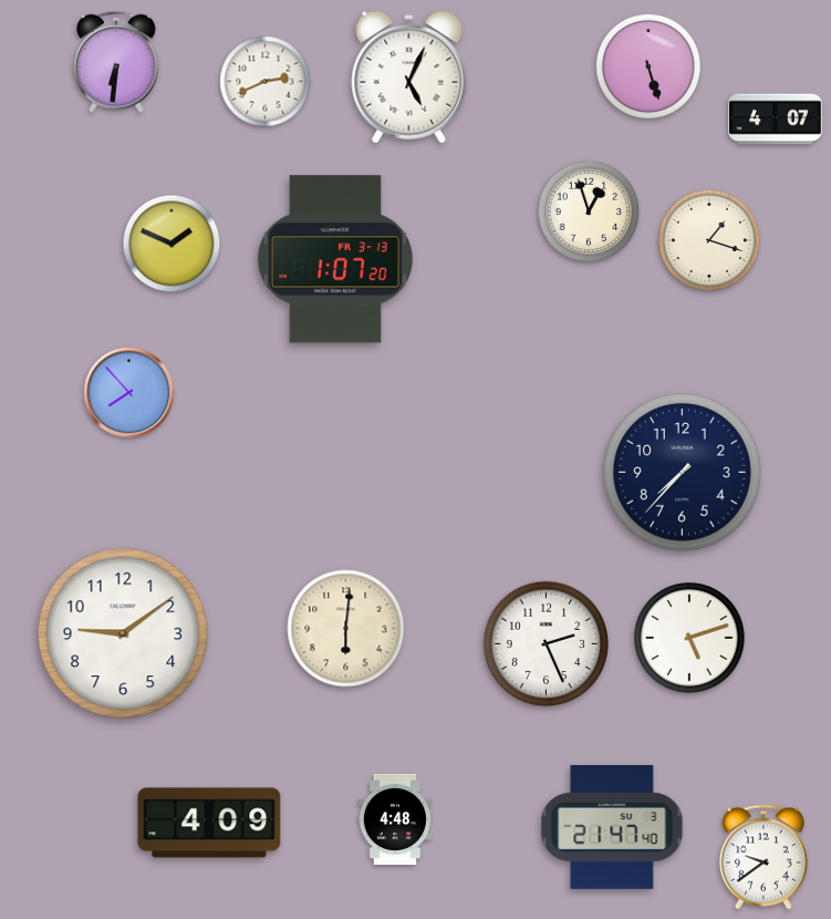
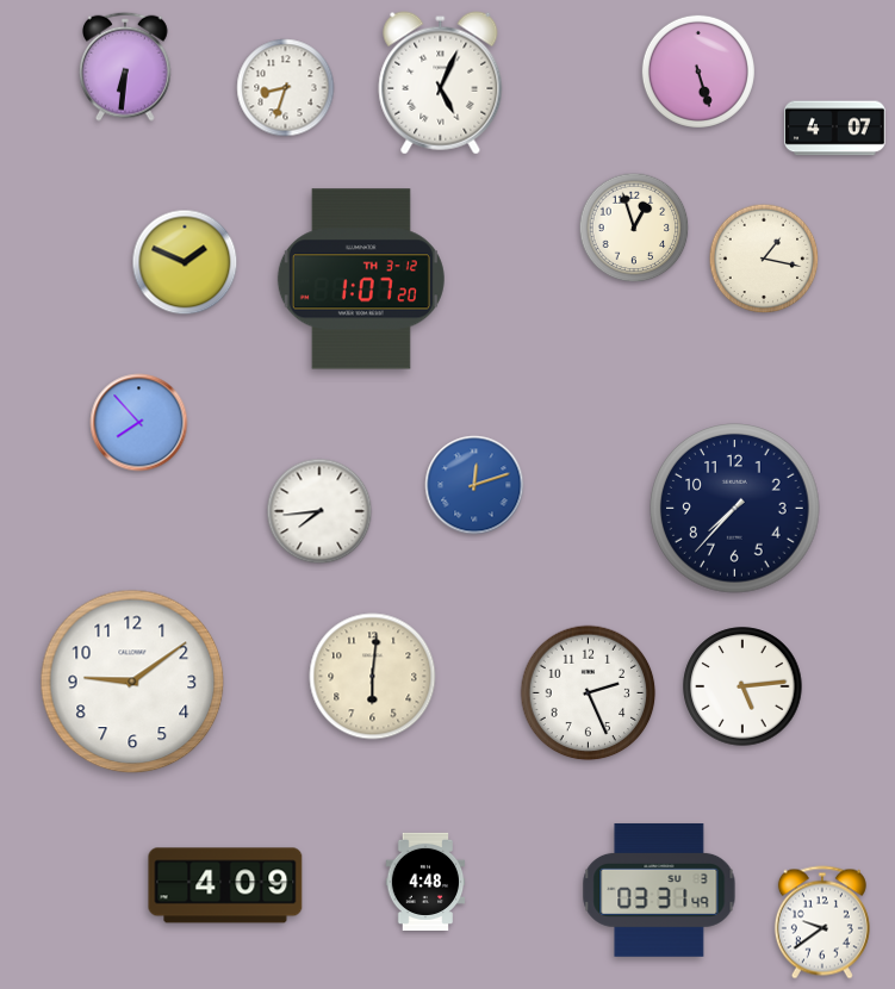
clock at (266, 82): 2:41 -> 8:33
clock at (709, 240): 1:18 -> 1:17
clock at (335, 259) date: FR 3-13 -> TH 3-12
clock at (474, 485): none -> 12:12
clock at (319, 511): none -> 7:44
clock at (689, 638): 5:12 -> 5:14
clock at (612, 827): 21:47 -> 03:31
